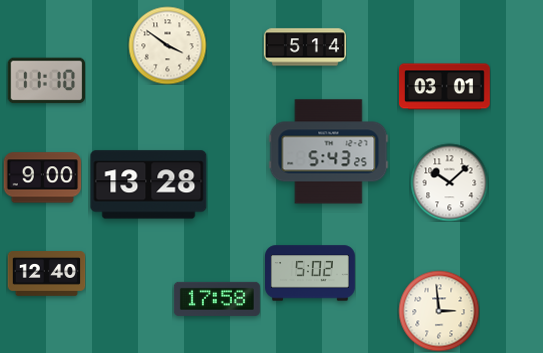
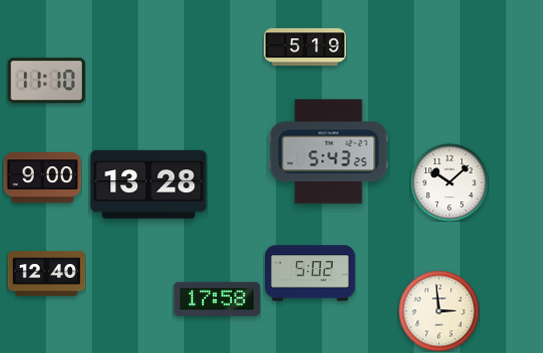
clock at (167, 45): 3:51 -> none
clock at (304, 47): 5:14 -> 5:19
clock at (445, 87): 03:01 -> none
